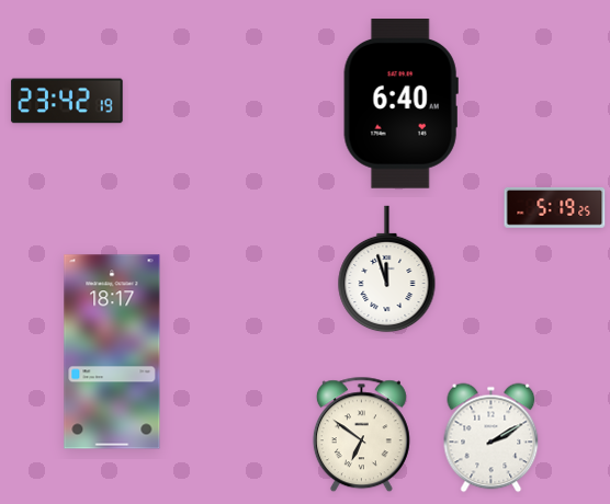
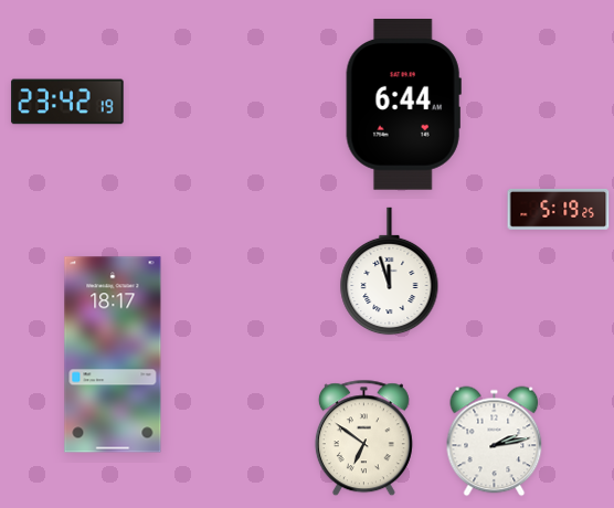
clock at (400, 104): 6:40 -> 6:44
clock at (492, 438): 2:10 -> 2:13
